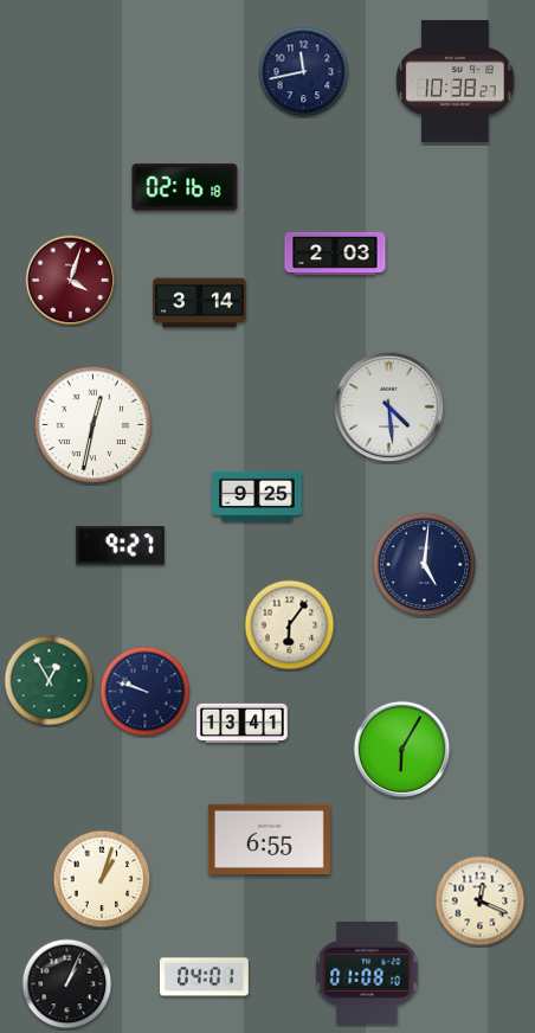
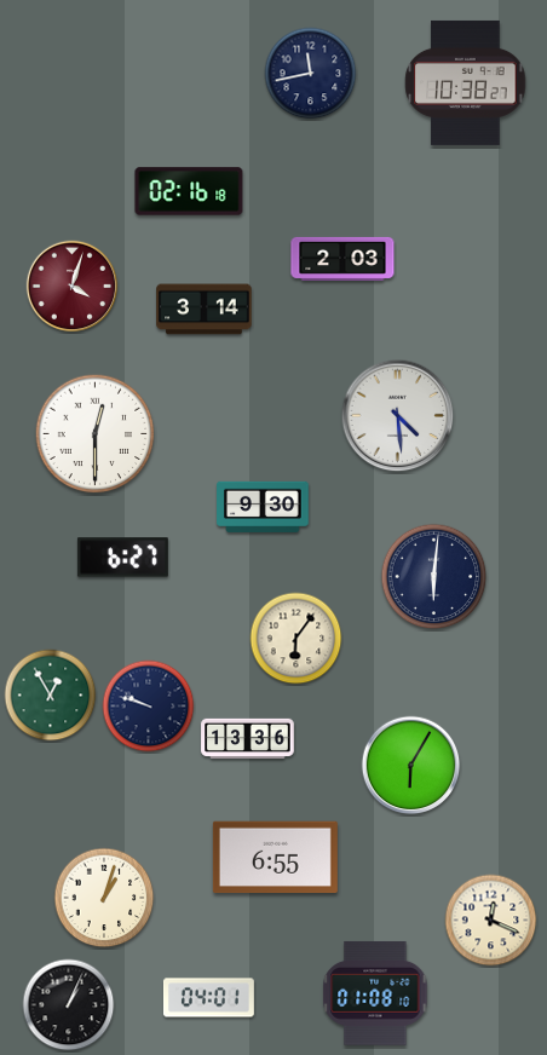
clock at (94, 425): 12:32 -> 12:30
clock at (257, 496): 9:25 -> 9:30
clock at (120, 546): 9:27 -> 6:27
clock at (425, 565): 5:01 -> 6:01
clock at (243, 723): 13:41 -> 13:36
